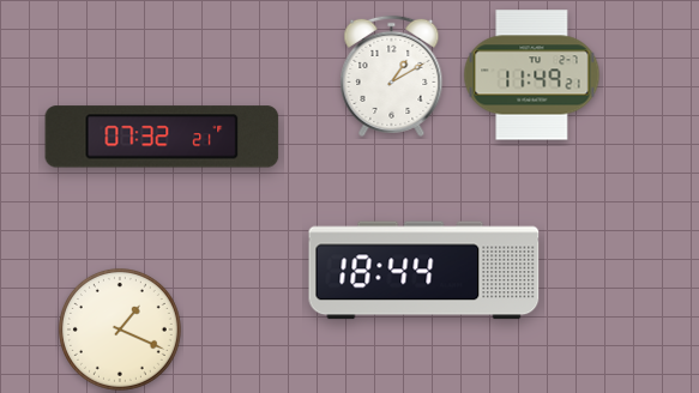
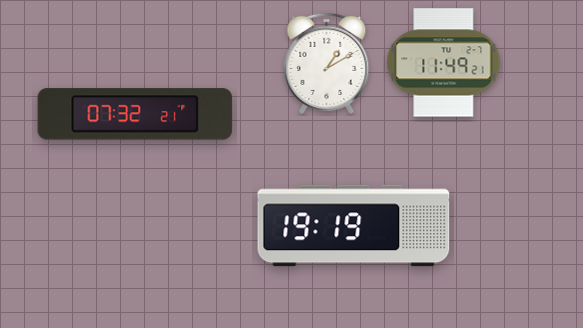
clock at (424, 271): 18:44 -> 19:19
clock at (120, 329): 1:19 -> none
